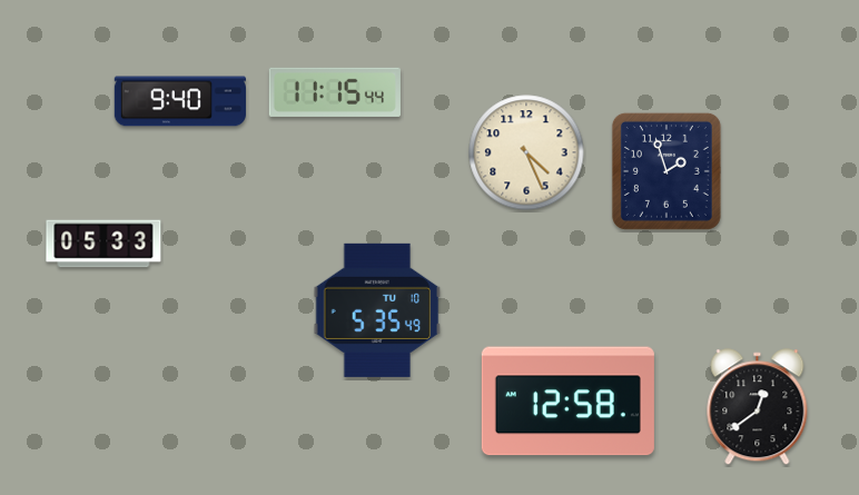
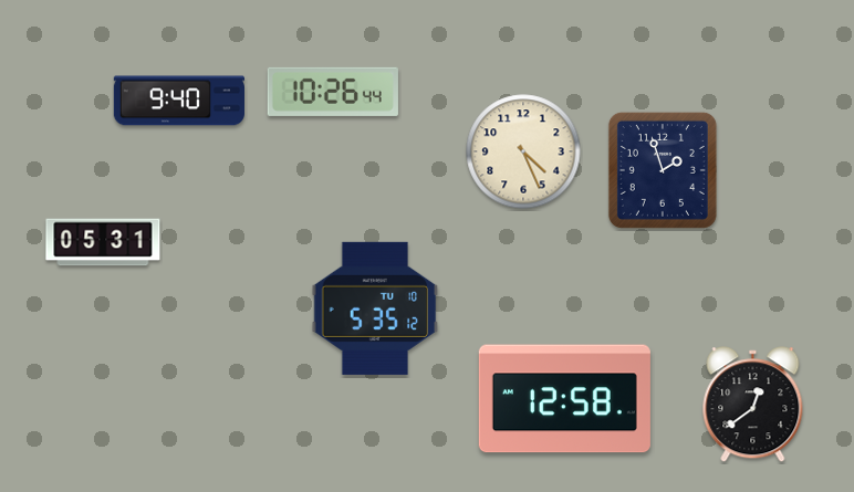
clock at (335, 92): 11:15 -> 10:26
clock at (103, 244): 05:33 -> 05:31
clock at (377, 310): 5:35:49 -> 5:35:12
